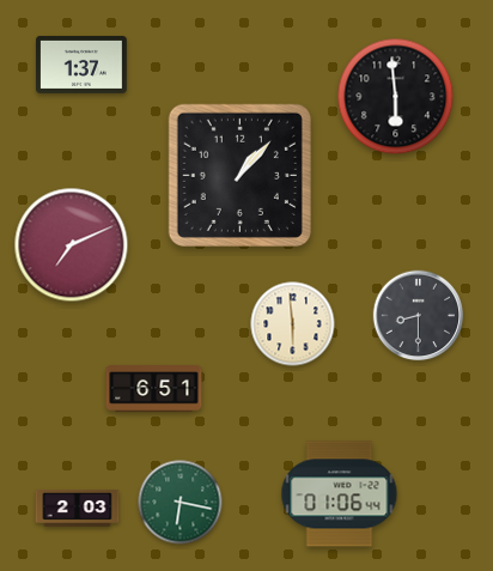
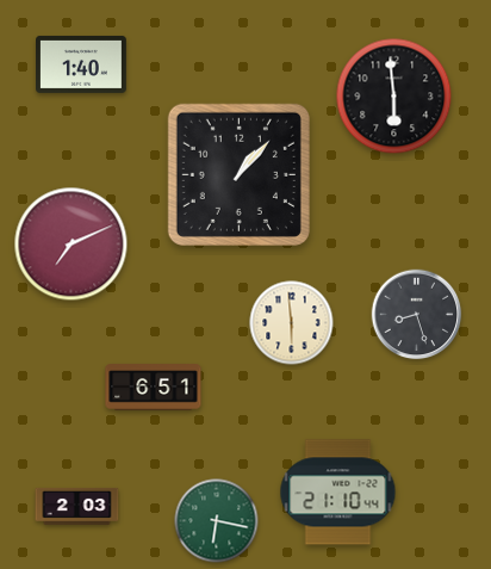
clock at (83, 65): 1:37 -> 1:40
clock at (419, 316): 8:30 -> 8:27
clock at (340, 494): 01:06 -> 21:10
clock at (181, 503) position: (181, 503) -> (217, 521)
